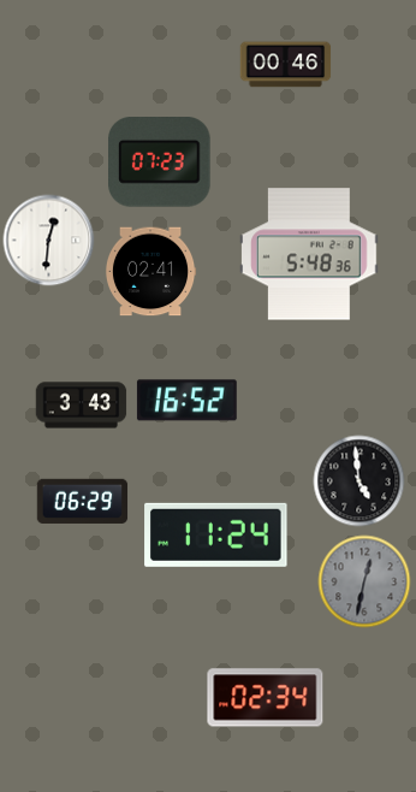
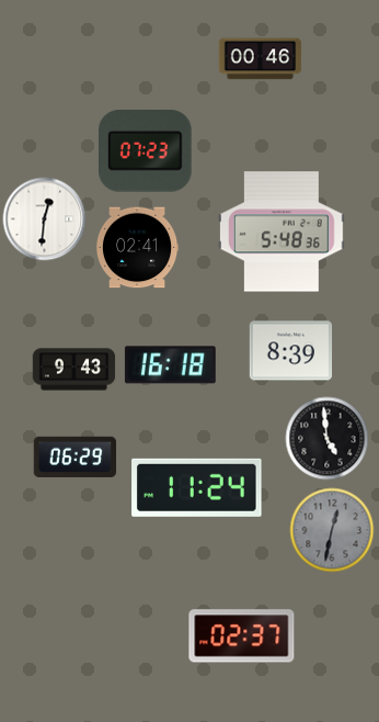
clock at (160, 162) position: (160, 162) -> (146, 151)
clock at (291, 351): none -> 8:39
clock at (186, 401): 16:52 -> 16:18
clock at (82, 406): 3:43 -> 9:43
clock at (266, 698): 02:34 -> 02:37
